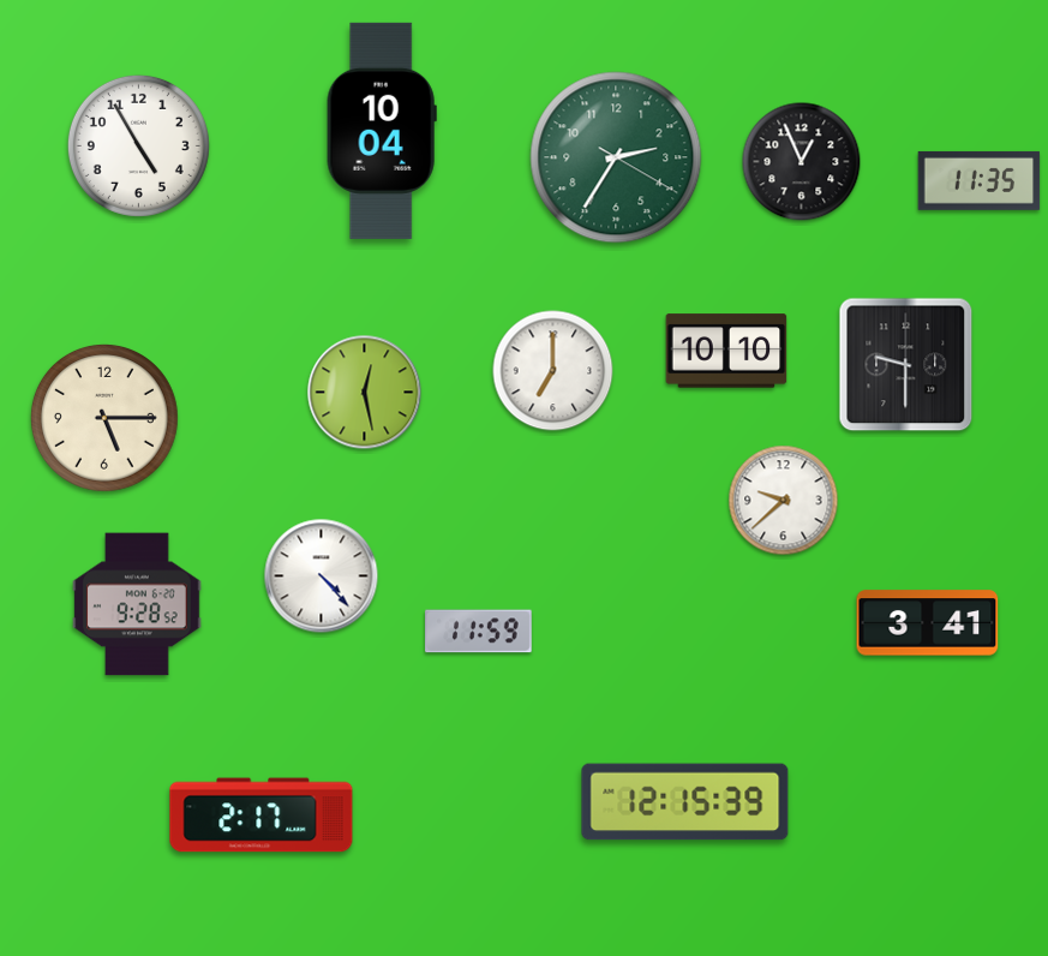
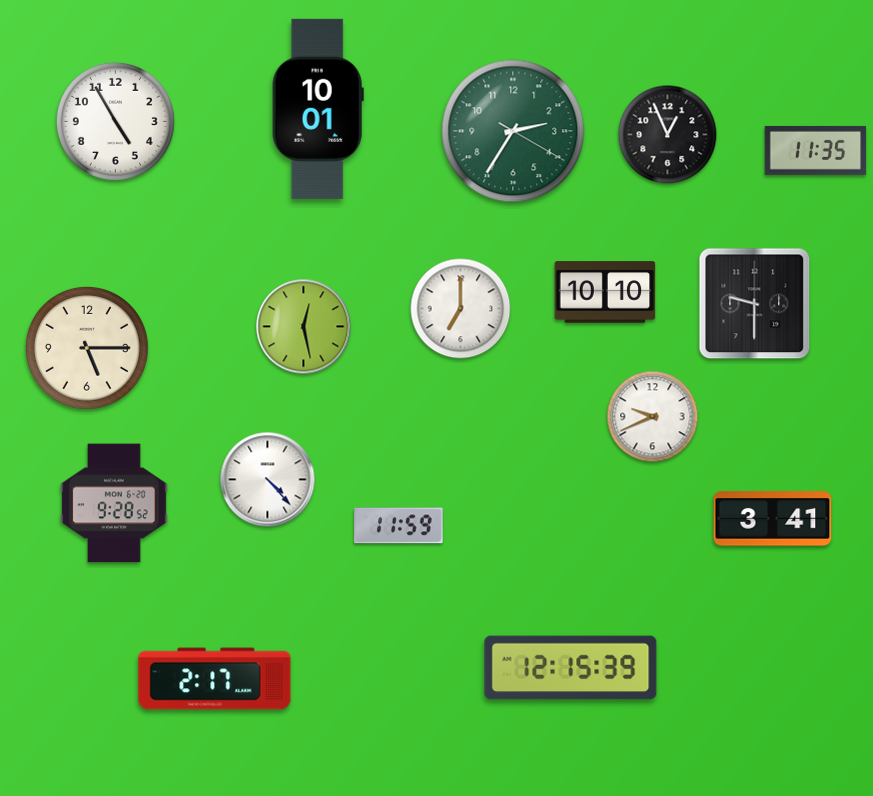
clock at (382, 131): 10:04 -> 10:01
clock at (784, 501): 9:38 -> 9:41
clock at (262, 815) position: (262, 815) -> (215, 679)
